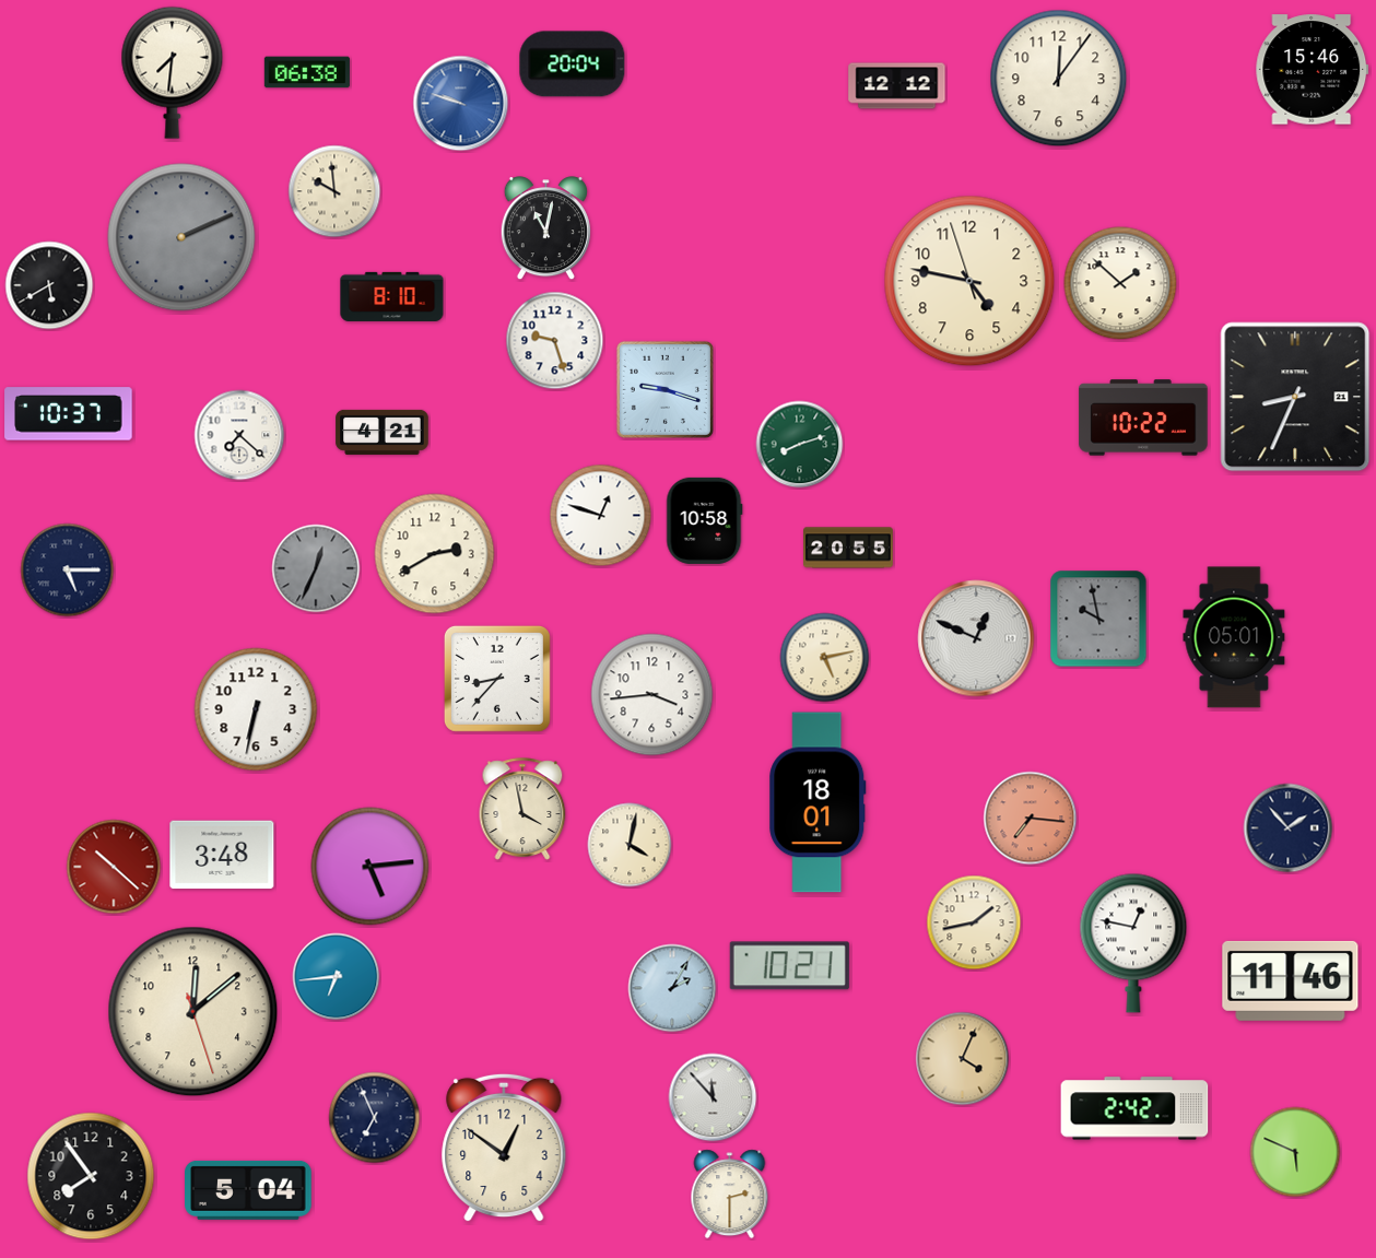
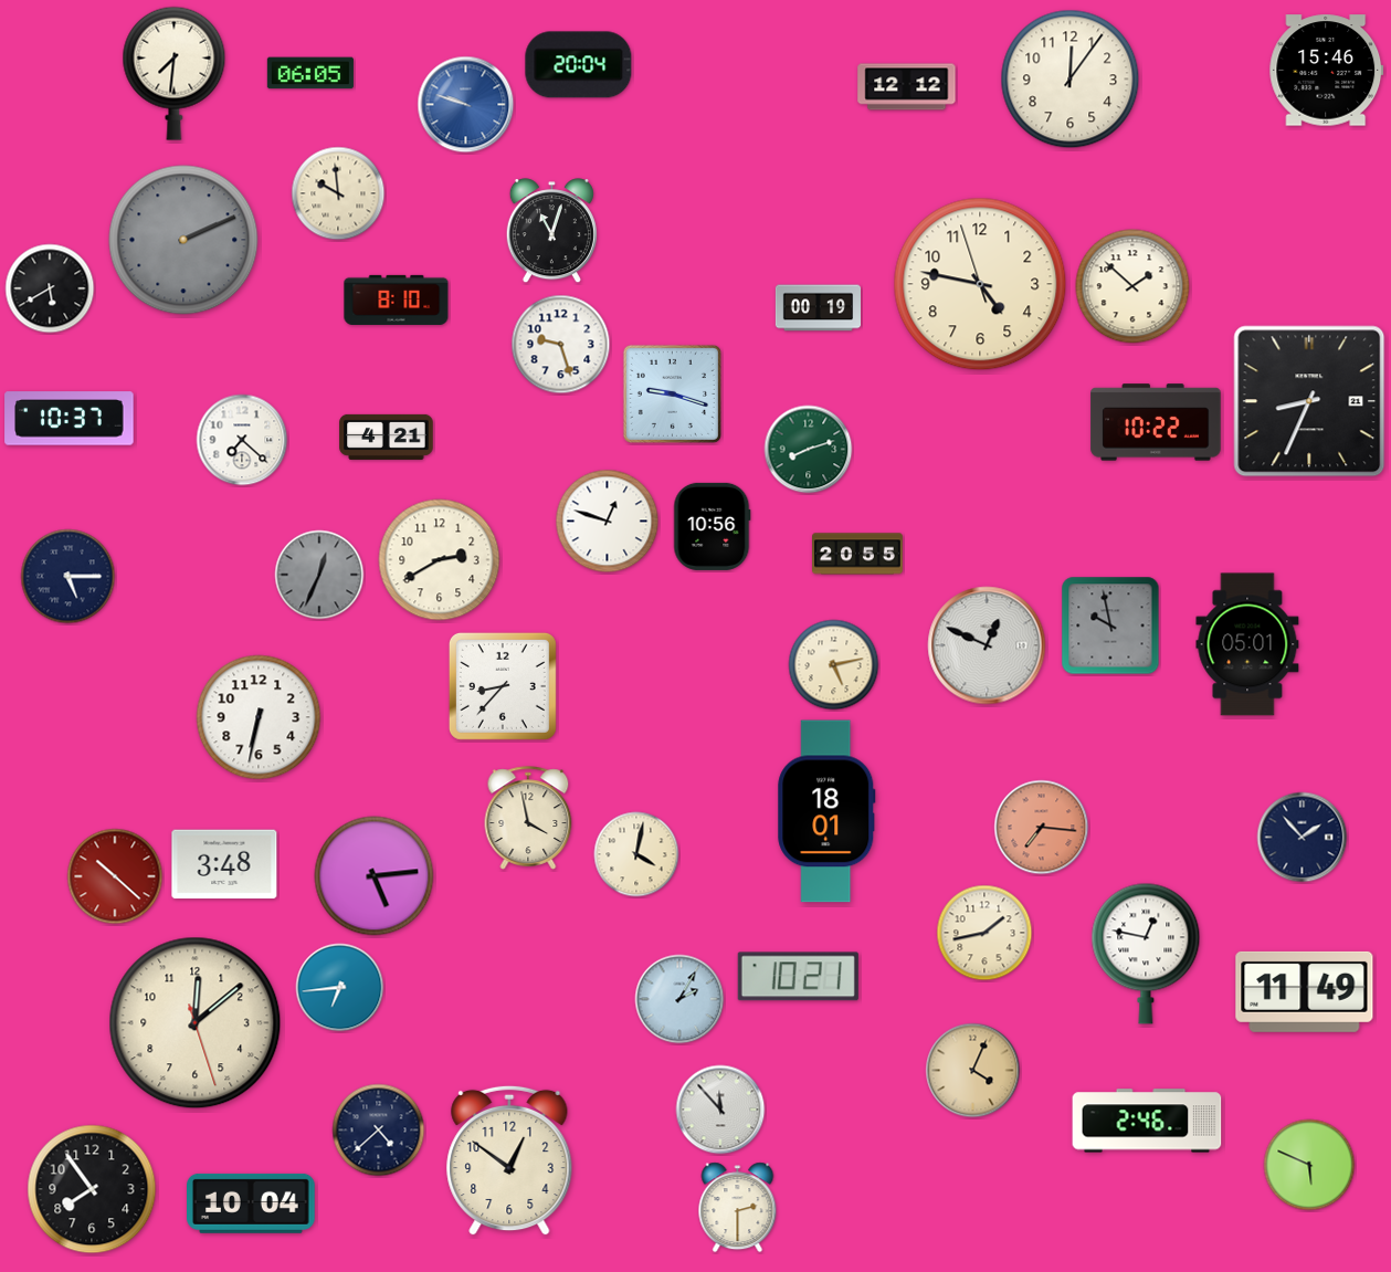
clock at (307, 72): 06:38 -> 06:05
clock at (545, 228): 11:02 -> 11:03
clock at (818, 308): none -> 00:19
clock at (705, 520): 10:58 -> 10:56
clock at (652, 695): 3:44 -> none
clock at (1291, 980): 11:46 -> 11:49
clock at (1134, 1108): 2:42 -> 2:46
clock at (375, 1118): 6:56 -> 4:38
clock at (249, 1190): 5:04 -> 10:04
